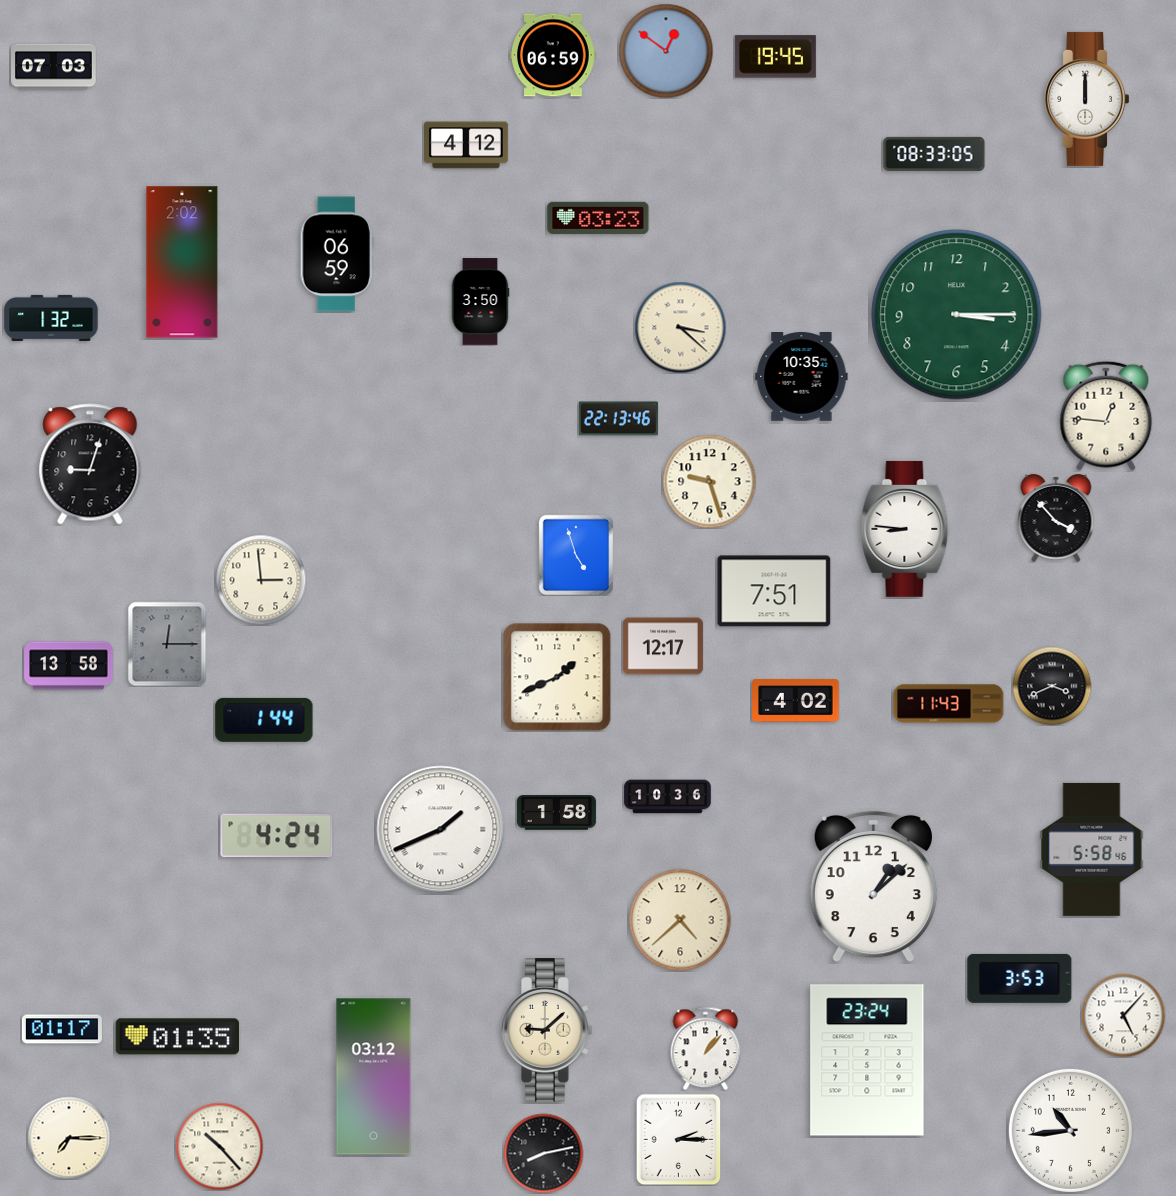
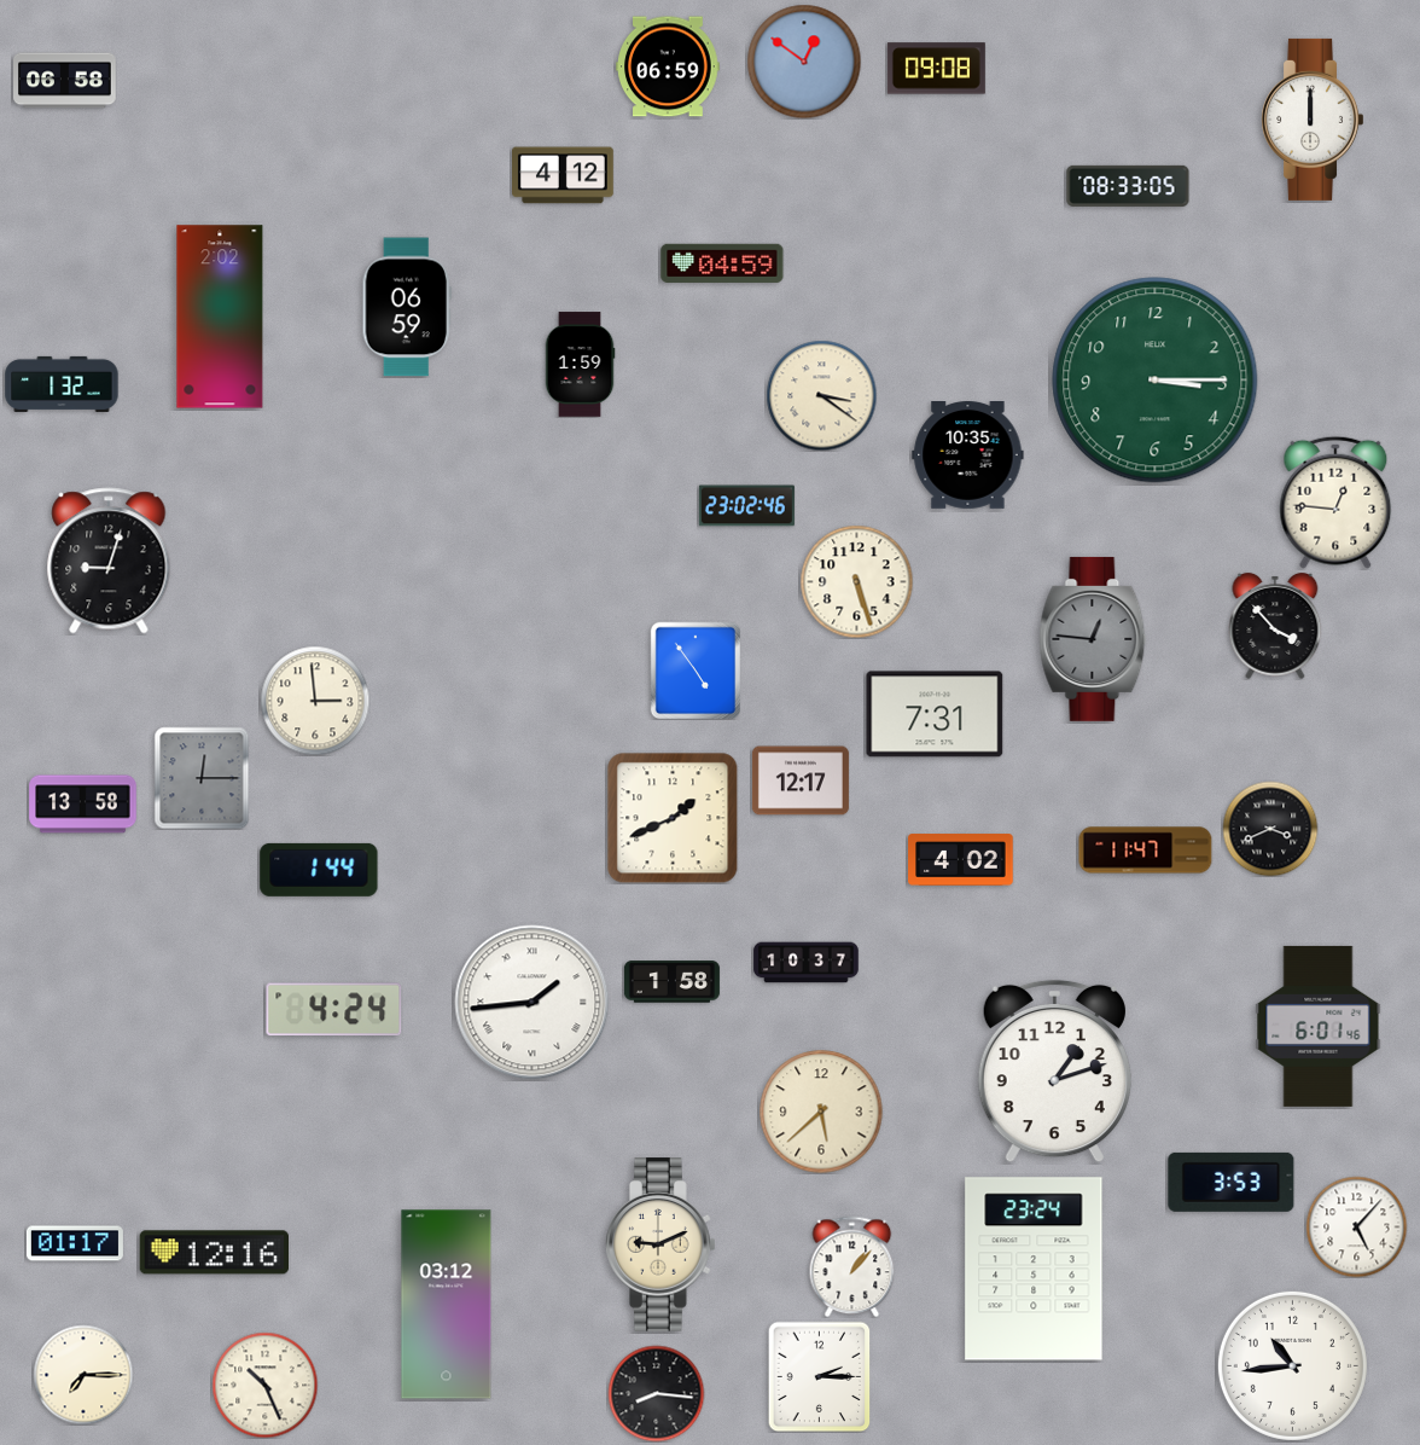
clock at (775, 57): 19:45 -> 09:08
clock at (54, 67): 07:03 -> 06:58
clock at (598, 218): 03:23 -> 04:59
clock at (480, 302): 3:50 -> 1:59
clock at (680, 327): 3:22 -> 3:21
clock at (618, 419): 22:13 -> 23:02
clock at (709, 481): 9:27 -> 5:27
clock at (905, 529): 8:46 -> 12:46
clock at (905, 529) dial: white -> grey
clock at (576, 555): 4:57 -> 4:54
clock at (774, 591): 7:51 -> 7:31
clock at (796, 701) position: (796, 701) -> (961, 860)
clock at (949, 704): 11:43 -> 11:47
clock at (668, 797): 10:36 -> 10:37
clock at (441, 830): 1:41 -> 1:44
clock at (1092, 849): 5:58 -> 6:01
clock at (873, 887): 1:08 -> 1:12
clock at (680, 920): 4:38 -> 5:38
clock at (547, 1030): 9:08 -> 9:11
clock at (177, 1037): 01:35 -> 12:16
clock at (867, 1060) position: (867, 1060) -> (1034, 1269)
clock at (374, 1077) position: (374, 1077) -> (447, 1305)
clock at (219, 1146): 10:23 -> 10:26
clock at (543, 1153): 8:13 -> 8:16
